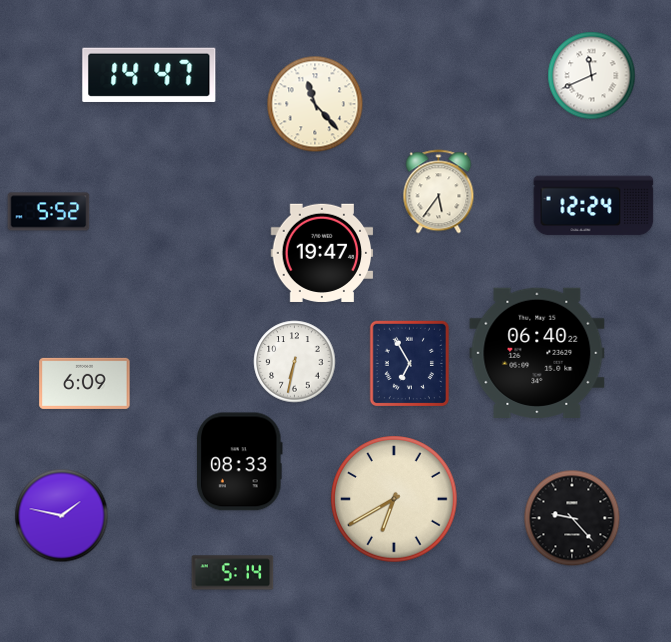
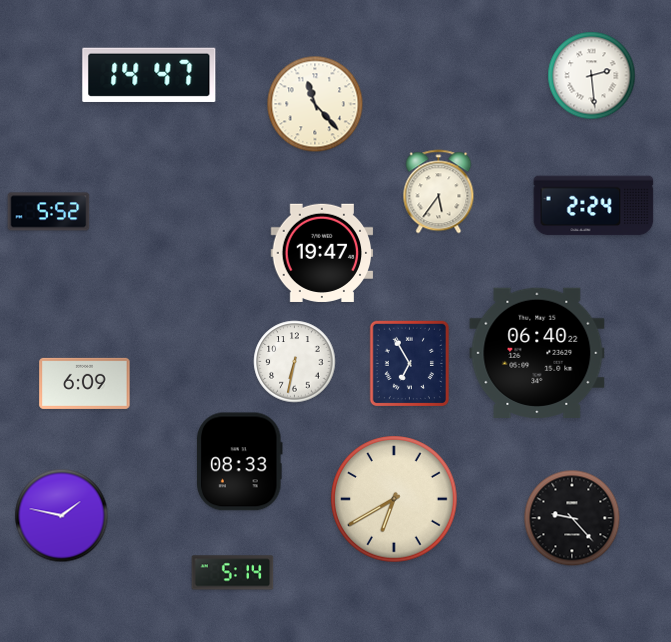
clock at (592, 76): 11:41 -> 2:29
clock at (594, 206): 12:24 -> 2:24
